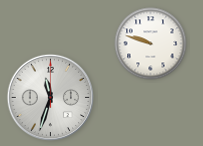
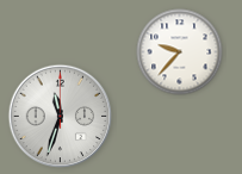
clock at (151, 44): 9:48 -> 9:37
